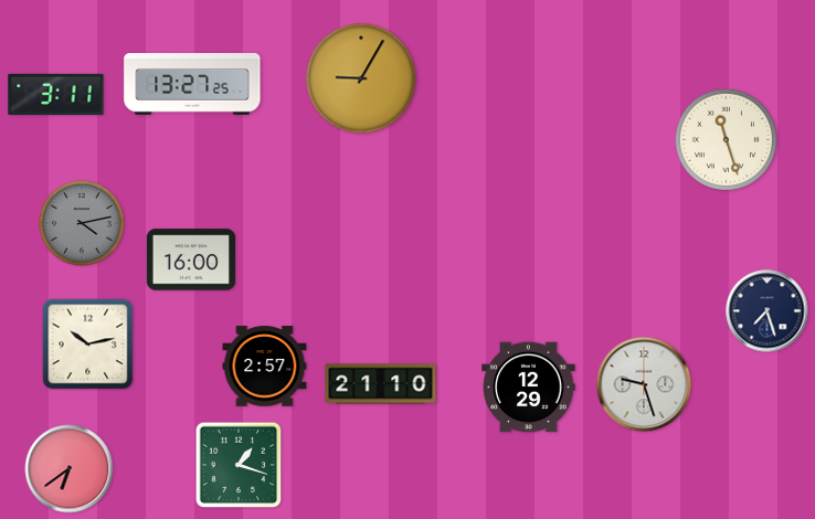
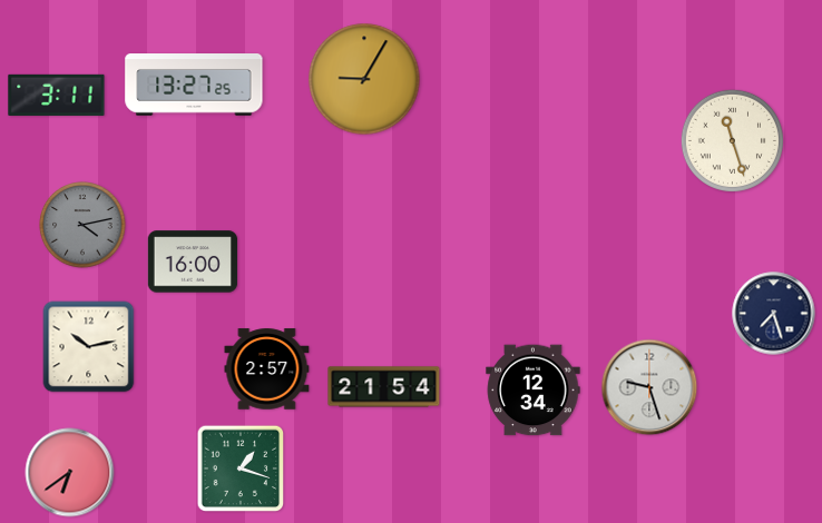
clock at (381, 384): 21:10 -> 21:54
clock at (529, 388): 12:29 -> 12:34
